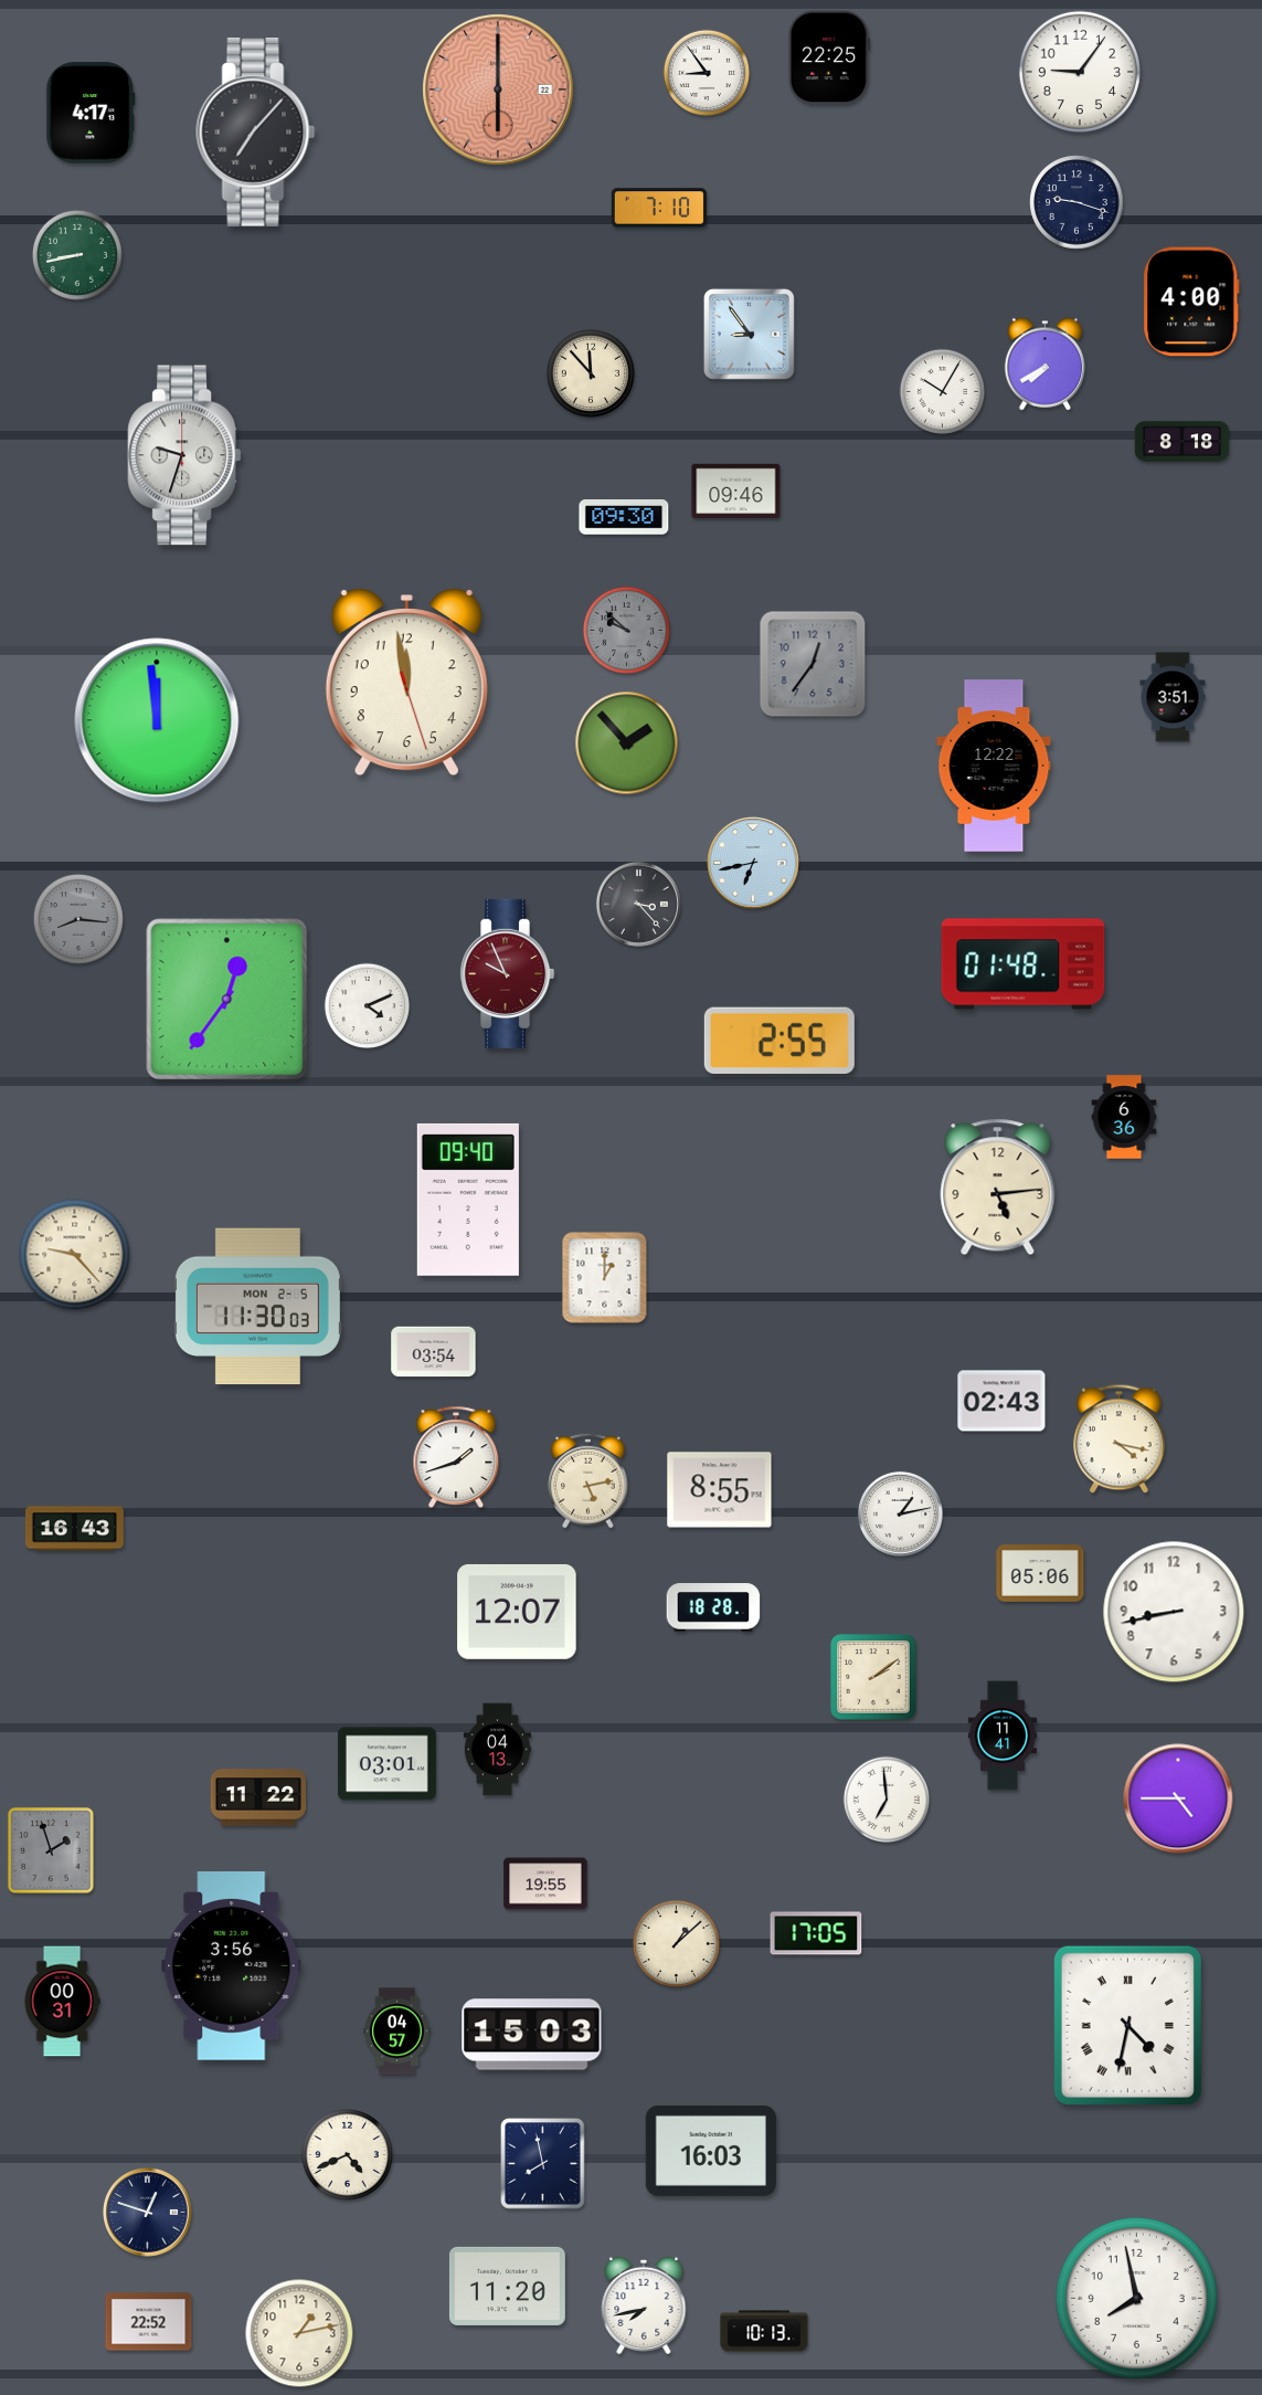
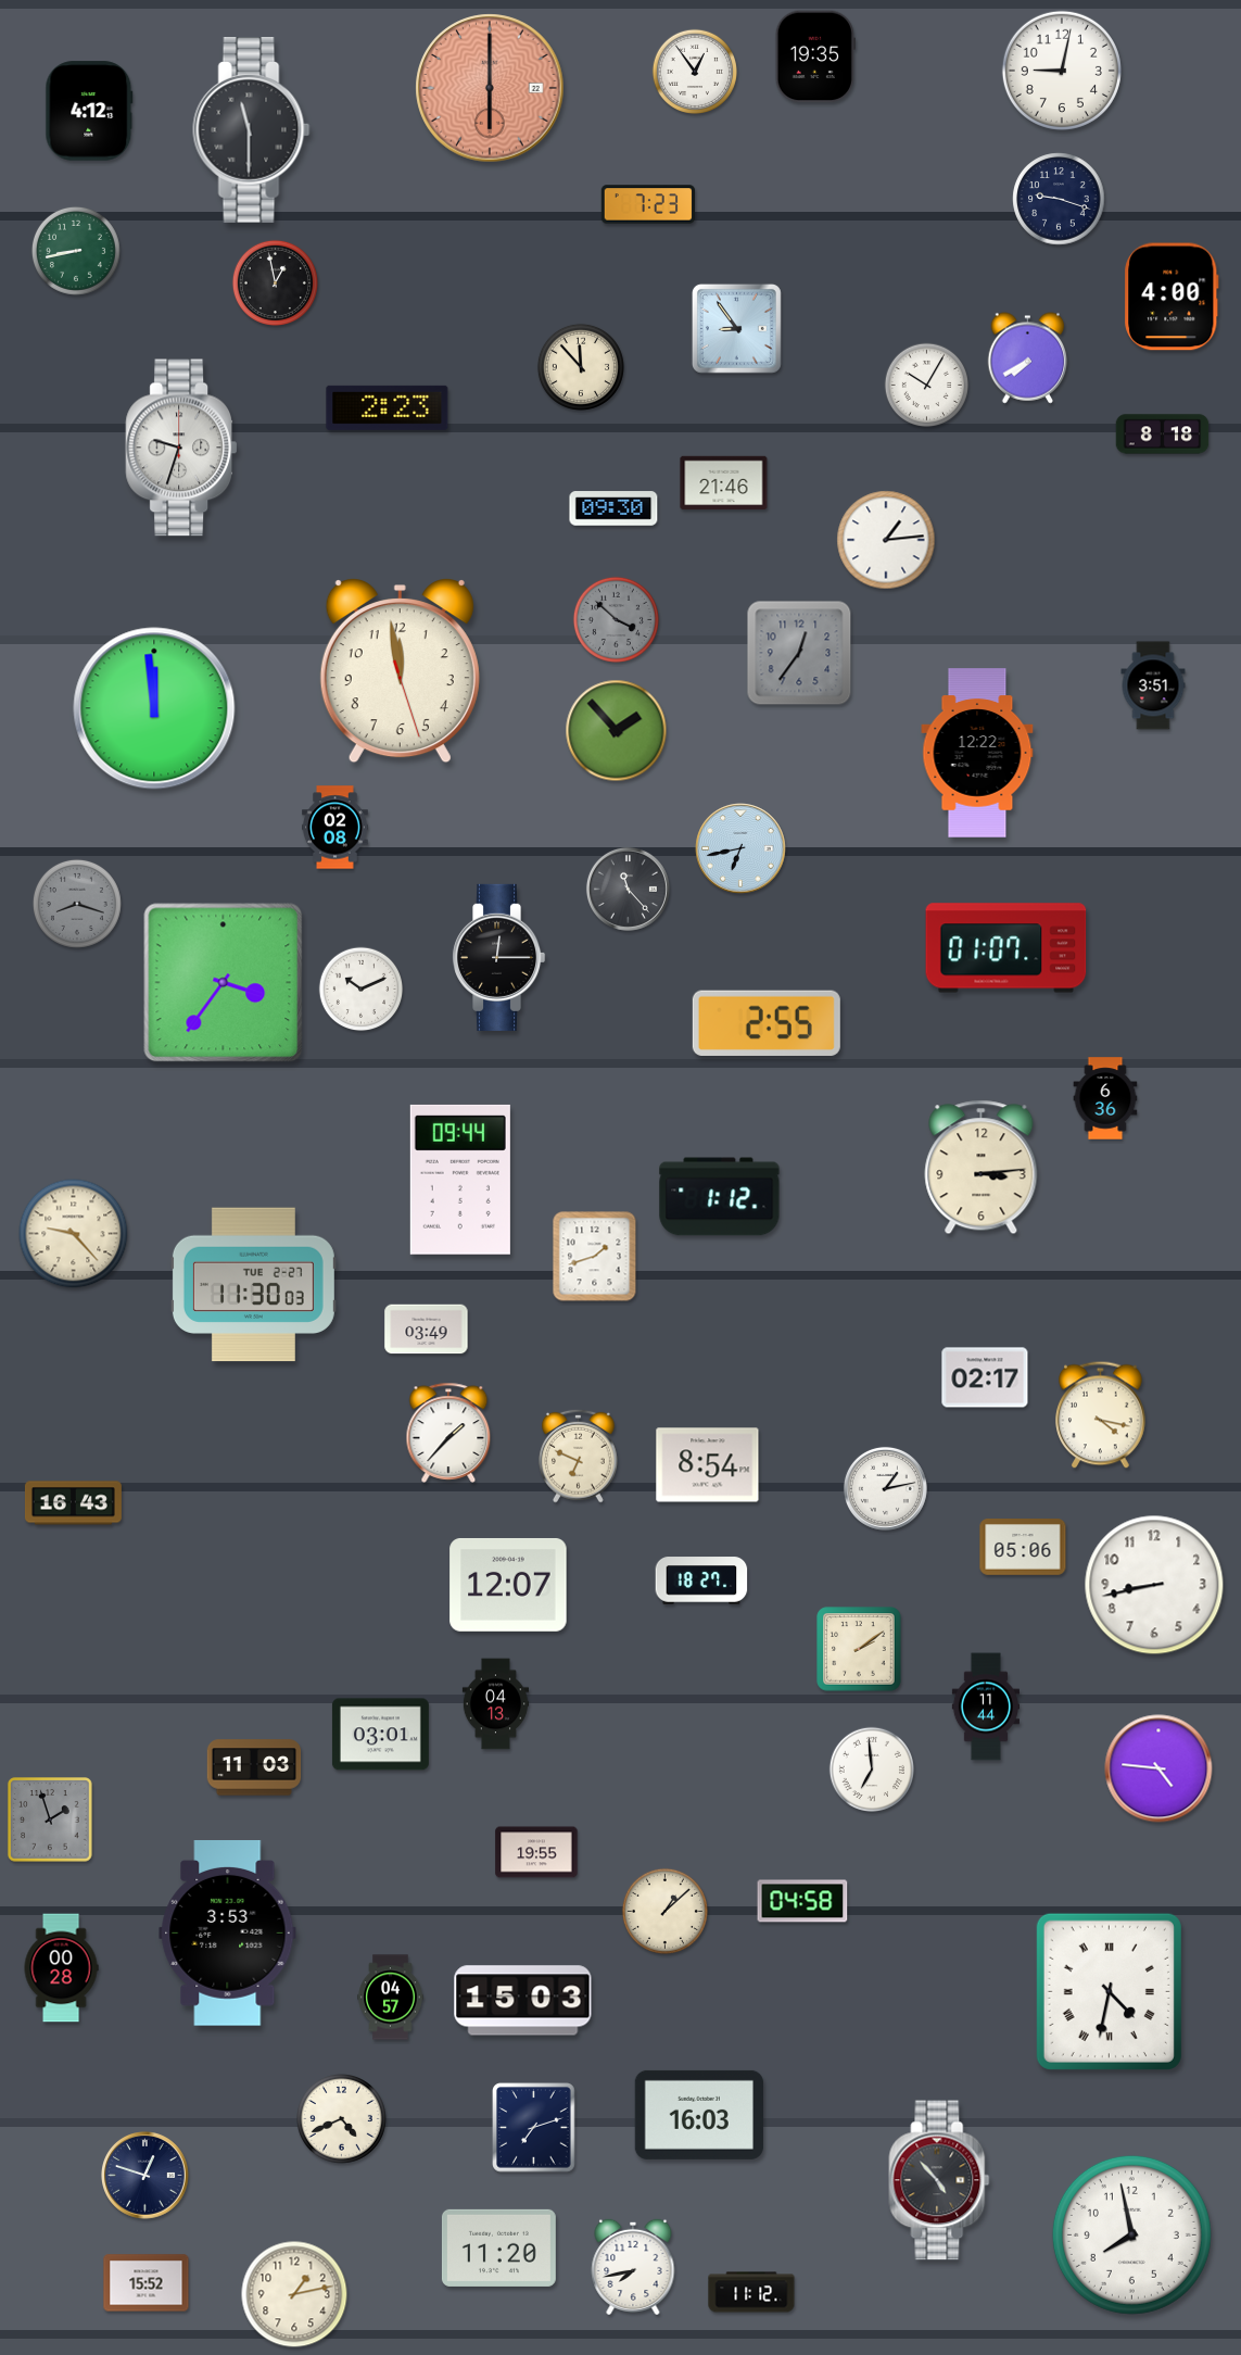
clock at (829, 57): 22:25 -> 19:35
clock at (706, 72): 8:54 -> 12:54
clock at (1080, 72): 9:06 -> 9:02
clock at (91, 113): 4:17 -> 4:12
clock at (256, 133): 7:07 -> 11:30
clock at (659, 208): 7:10 -> 7:23
clock at (275, 282): none -> 12:58
clock at (388, 407): none -> 2:23
clock at (736, 492): 09:46 -> 21:46
clock at (886, 540): none -> 1:14
clock at (626, 630): 9:52 -> 3:52
clock at (335, 828): none -> 02:08
clock at (638, 904): 3:23 -> 11:23
clock at (78, 919): 8:16 -> 8:18
clock at (1024, 964): 01:48 -> 01:07
clock at (507, 973): 9:56 -> 12:15
clock at (507, 973) dial: burgundy -> black
clock at (227, 1000): 12:36 -> 3:36
clock at (368, 1006): 4:11 -> 10:11
clock at (998, 1188): 5:14 -> 3:14
clock at (468, 1200): 09:40 -> 09:44
clock at (720, 1197): none -> 1:12
clock at (605, 1278): 1:00 -> 1:42
clock at (257, 1307) date: MON 2-5 -> TUE 2-27
clock at (434, 1352): 03:54 -> 03:49
clock at (1001, 1401): 02:43 -> 02:17
clock at (456, 1457): 1:42 -> 1:37
clock at (588, 1480): 5:13 -> 6:49
clock at (720, 1490): 8:55 -> 8:54
clock at (713, 1607): 18:28 -> 18:27
clock at (1001, 1735): 11:41 -> 11:44
clock at (497, 1750) position: (497, 1750) -> (495, 1704)
clock at (258, 1797): 11:22 -> 11:03
clock at (1178, 1798): 4:45 -> 4:46
clock at (816, 1933): 17:05 -> 04:58
clock at (232, 1966): 3:56 -> 3:53
clock at (62, 2002): 00:31 -> 00:28
clock at (543, 2164): 7:58 -> 7:12
clock at (939, 2180): none -> 4:53
clock at (1136, 2298) position: (1136, 2298) -> (1131, 2234)
clock at (149, 2322): 22:52 -> 15:52
clock at (764, 2331): 10:13 -> 11:12
